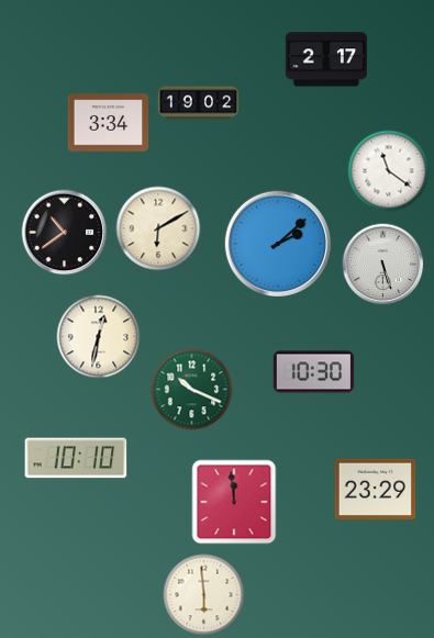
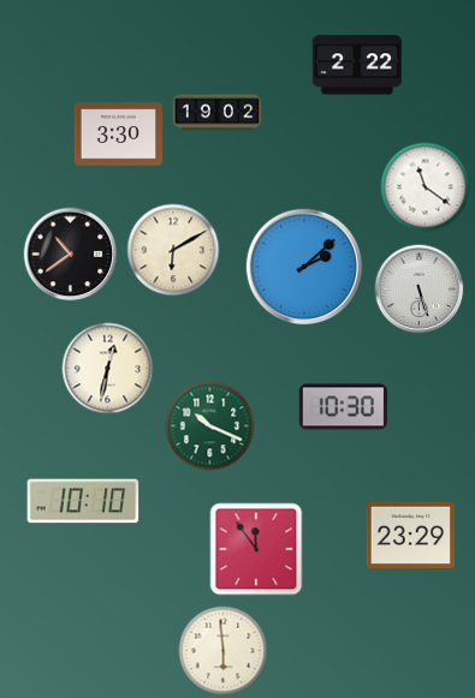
clock at (326, 59): 2:17 -> 2:22
clock at (109, 123): 3:34 -> 3:30
clock at (234, 502): 11:59 -> 11:54
